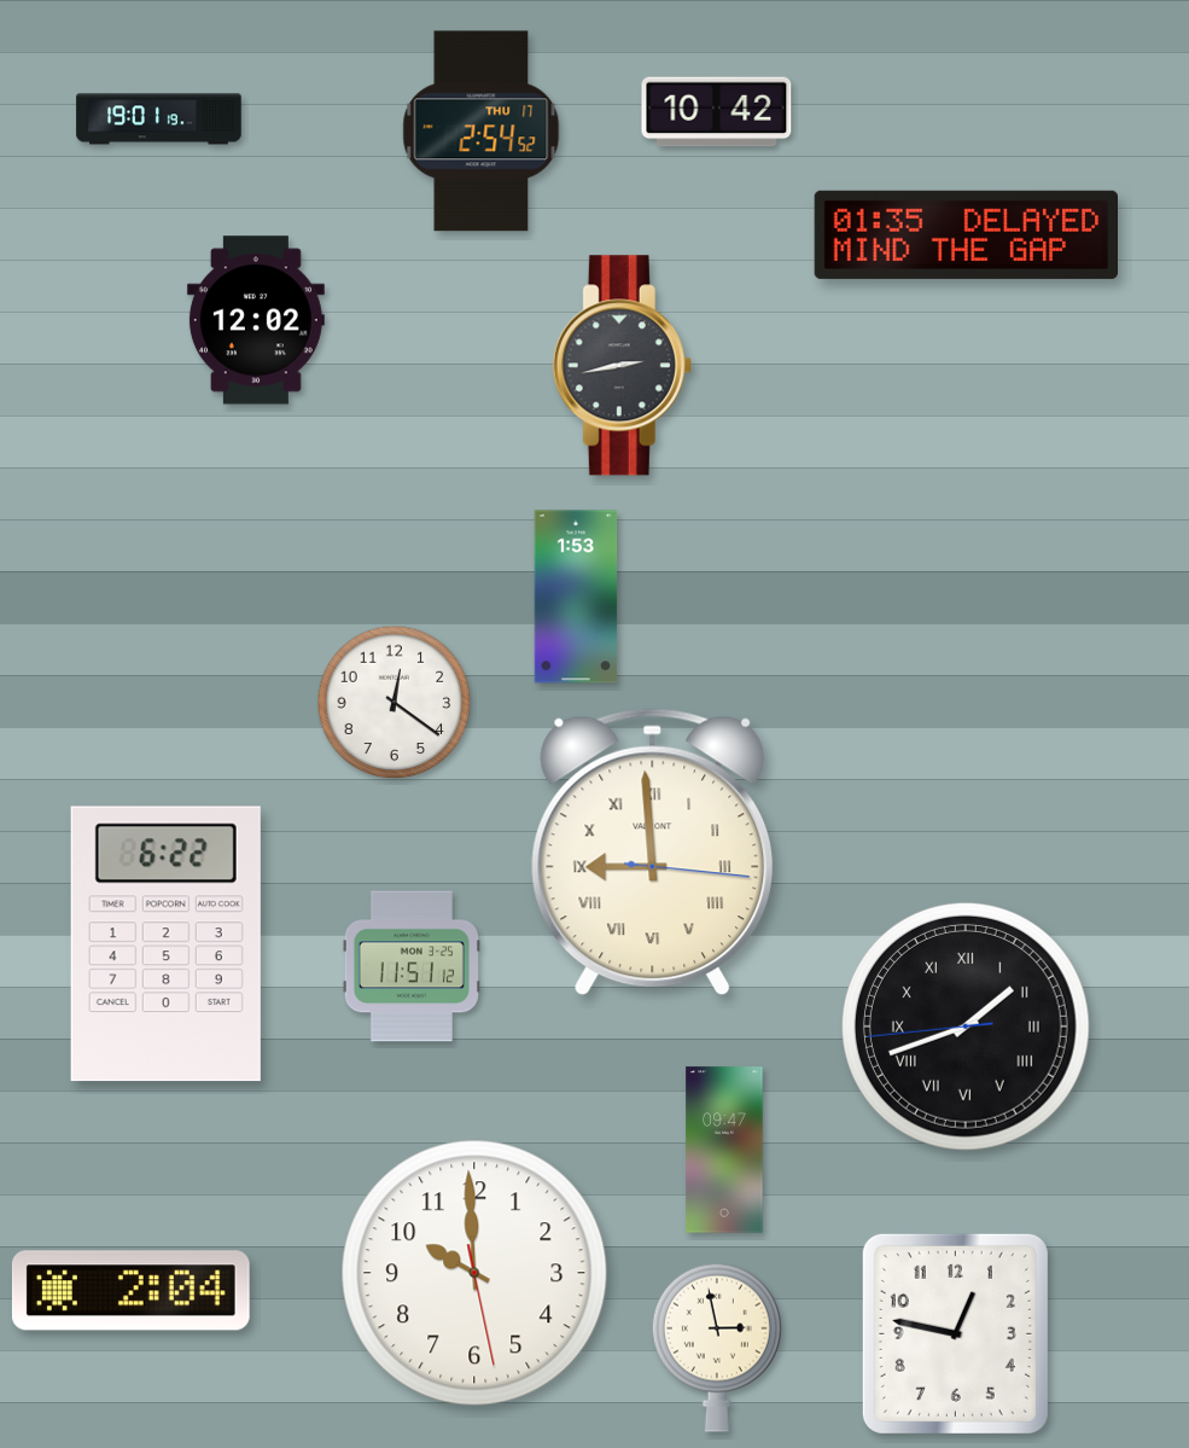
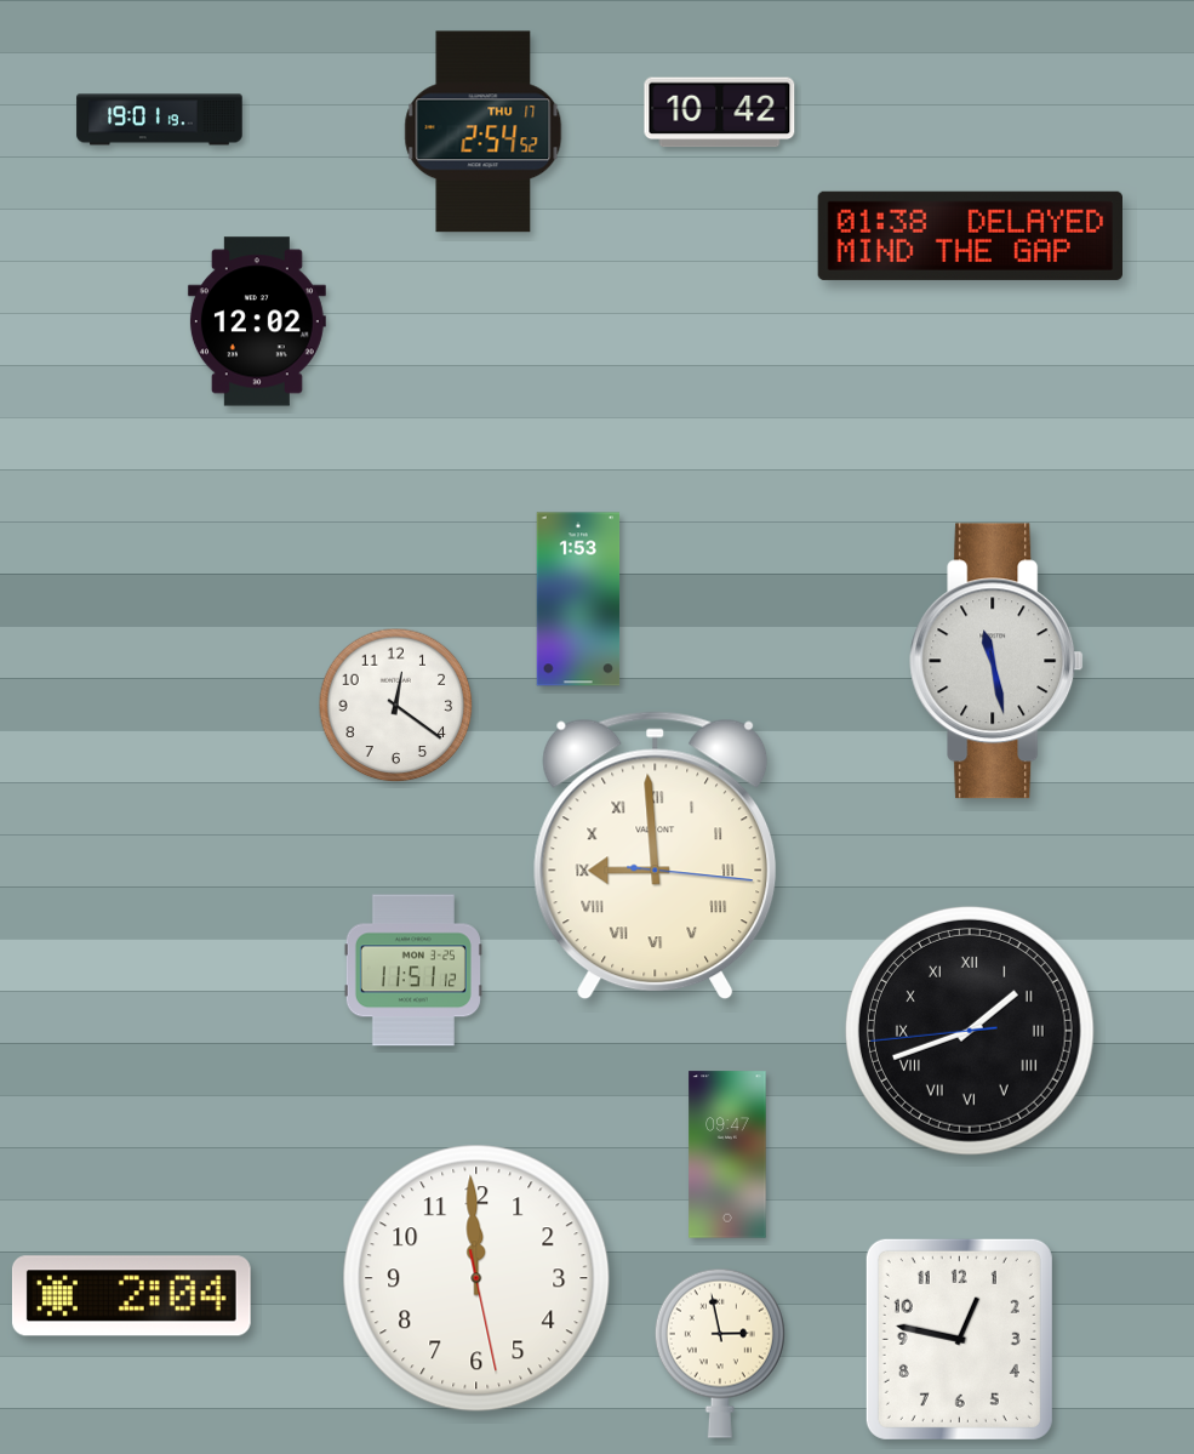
clock at (966, 234): 01:35 -> 01:38
clock at (622, 366): 2:43 -> none
clock at (996, 661): none -> 11:28
clock at (165, 944): 6:22 -> none
clock at (474, 1273): 9:59 -> 11:59
